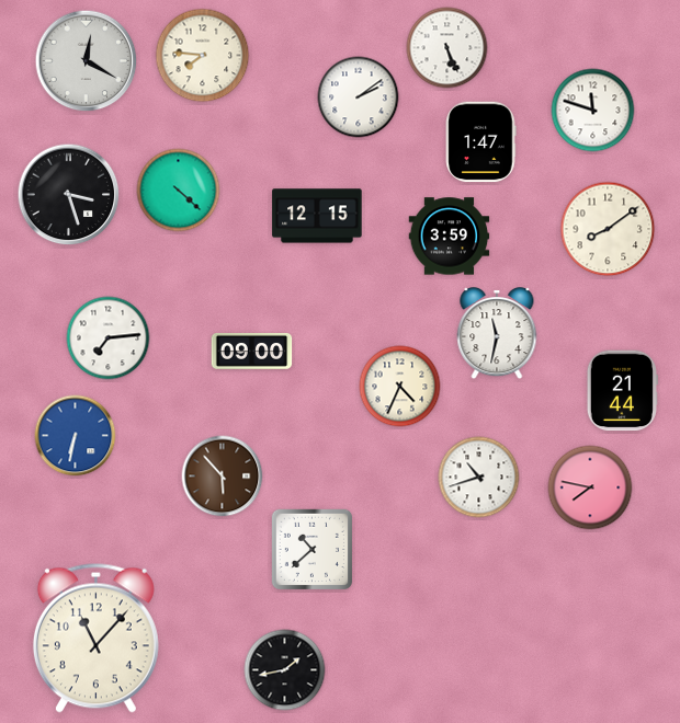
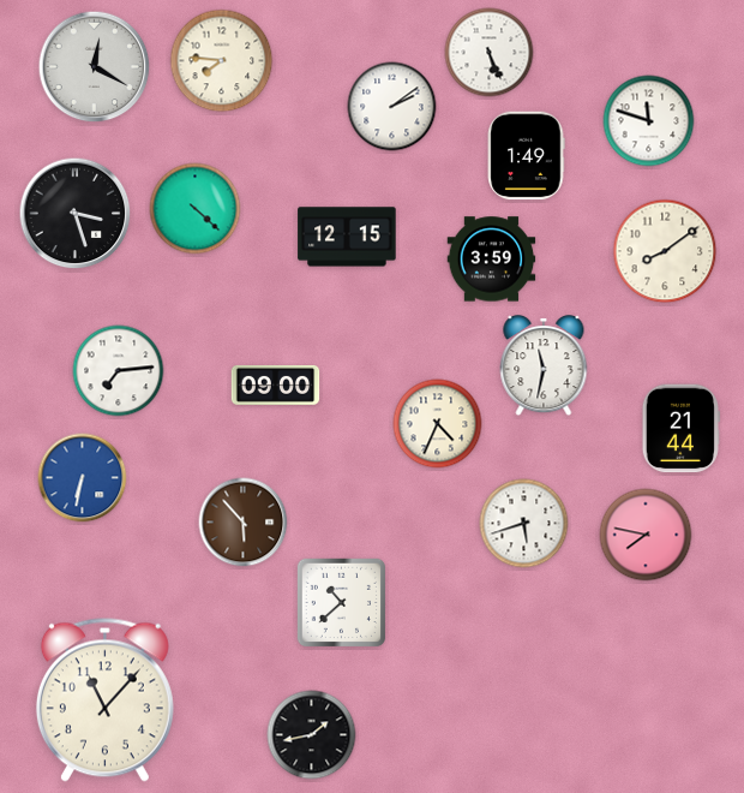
clock at (480, 142): 1:47 -> 1:49
clock at (479, 478): 10:42 -> 5:42
